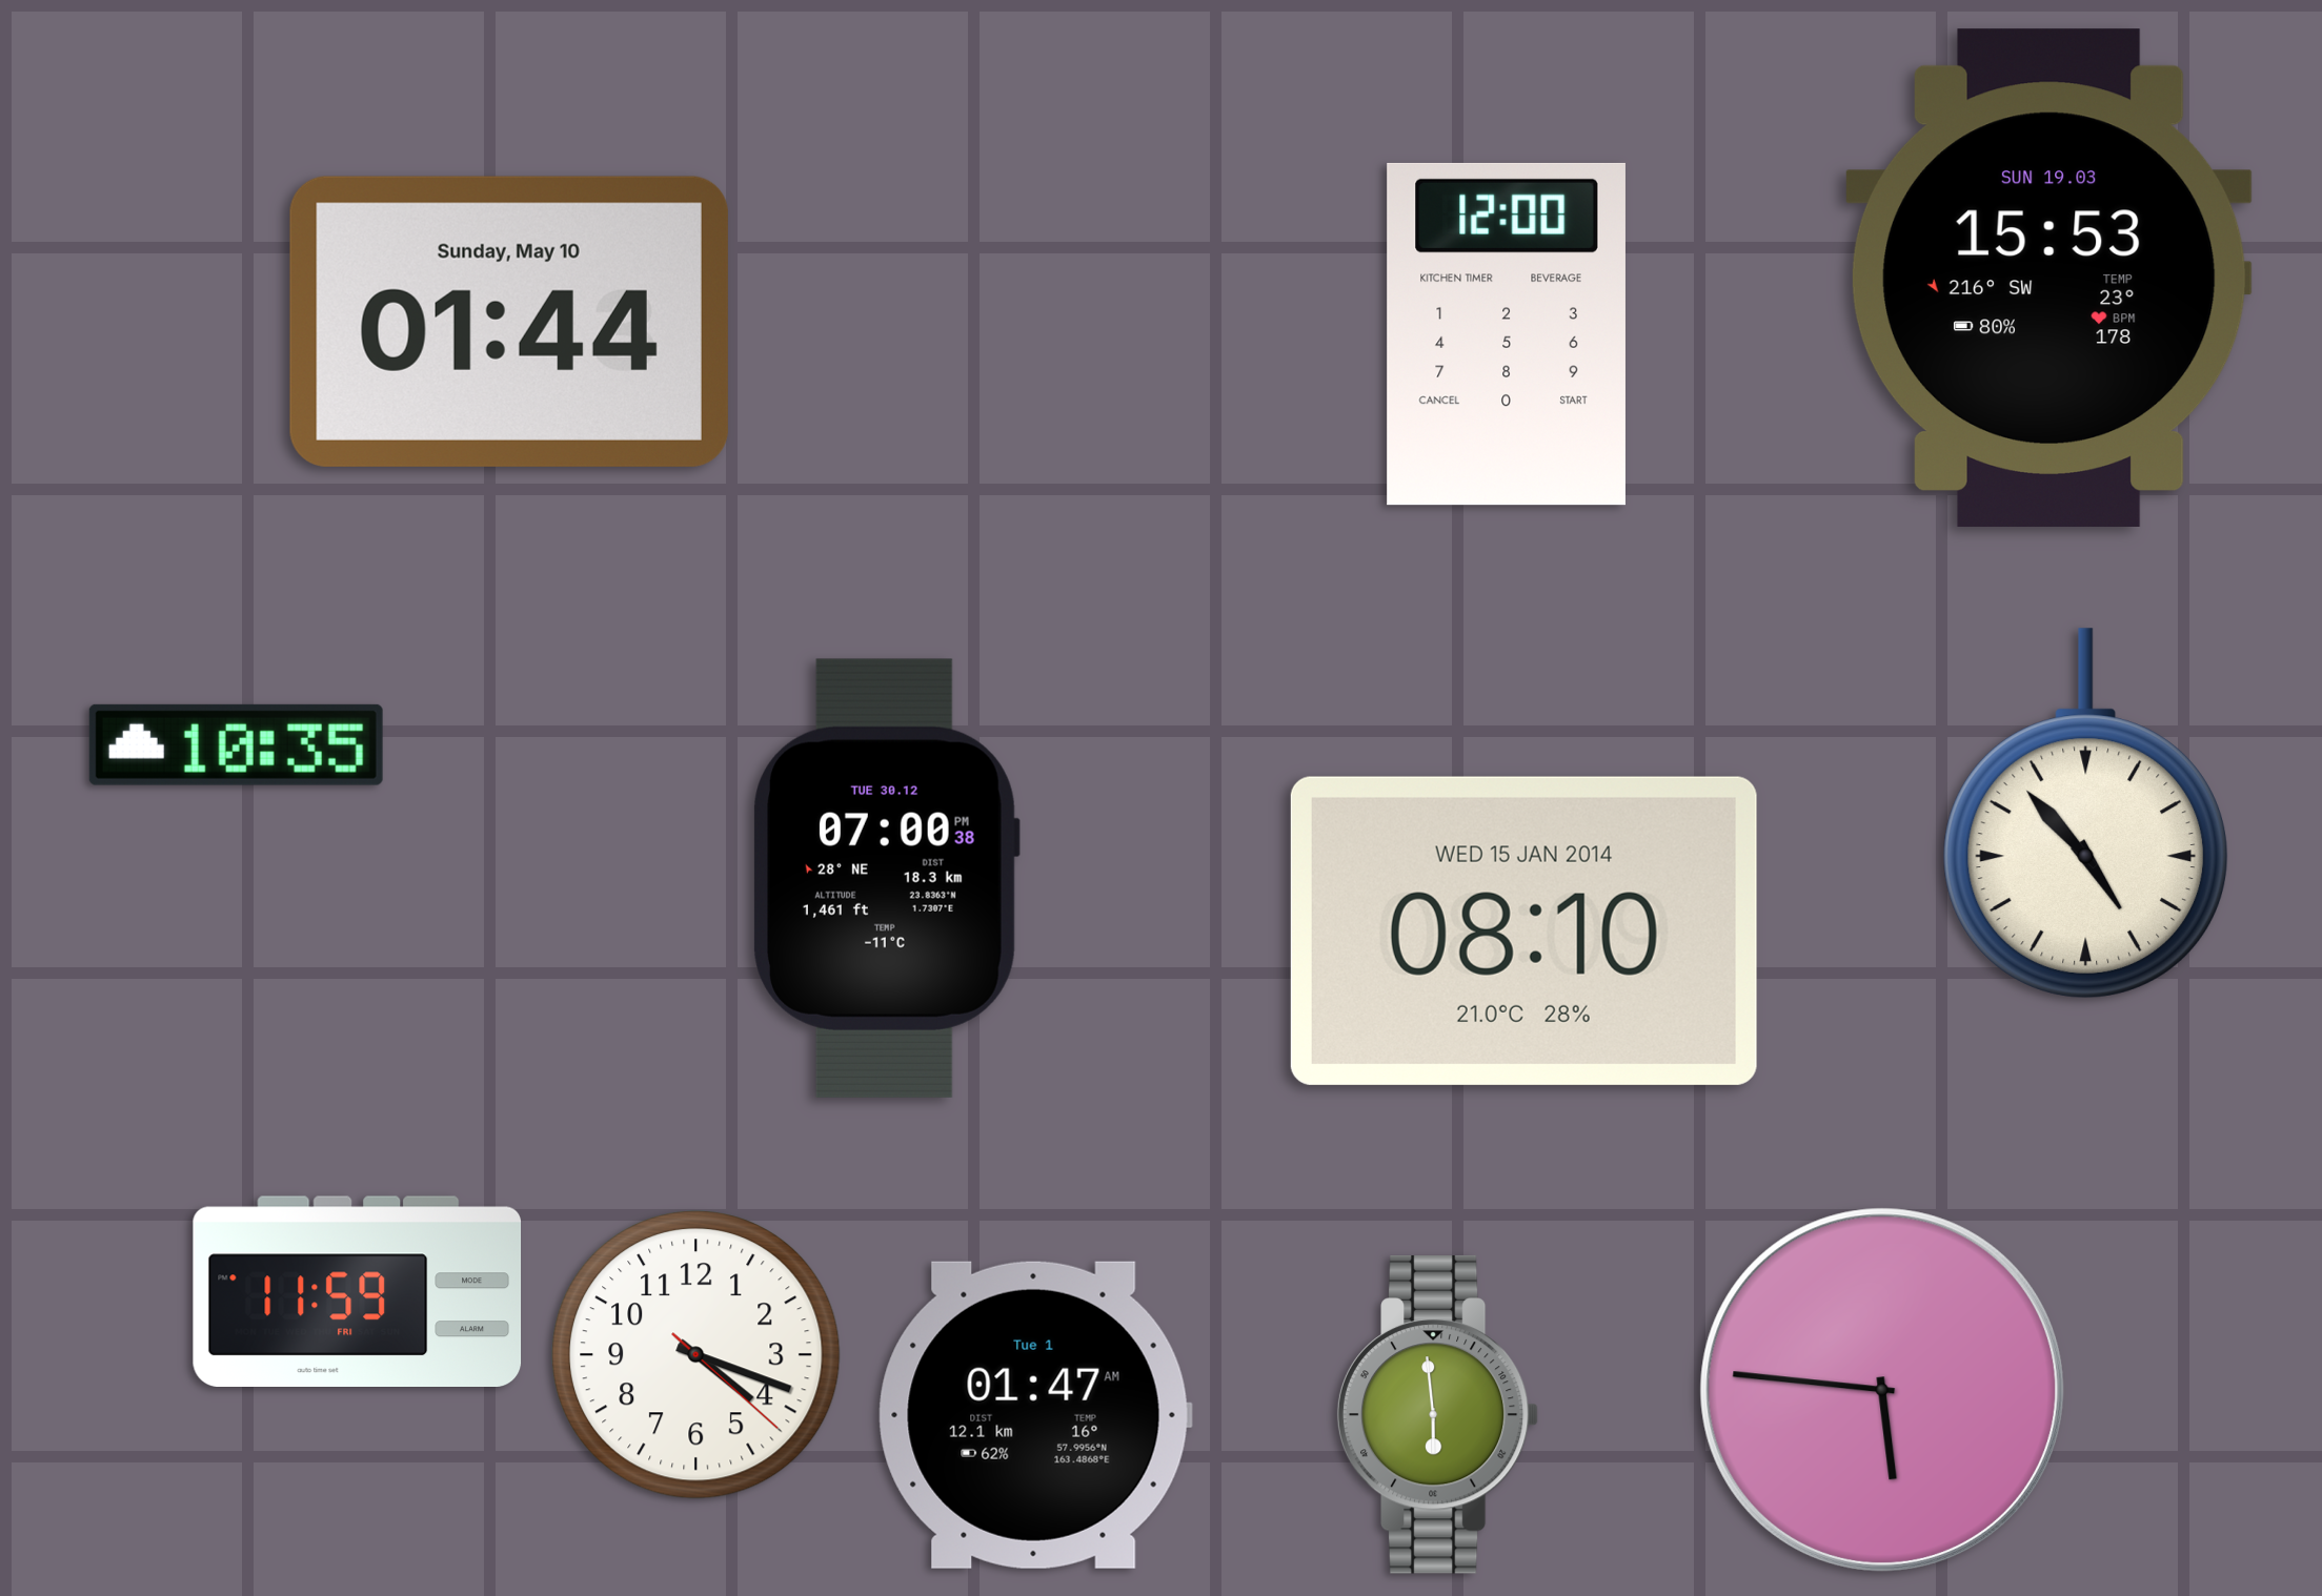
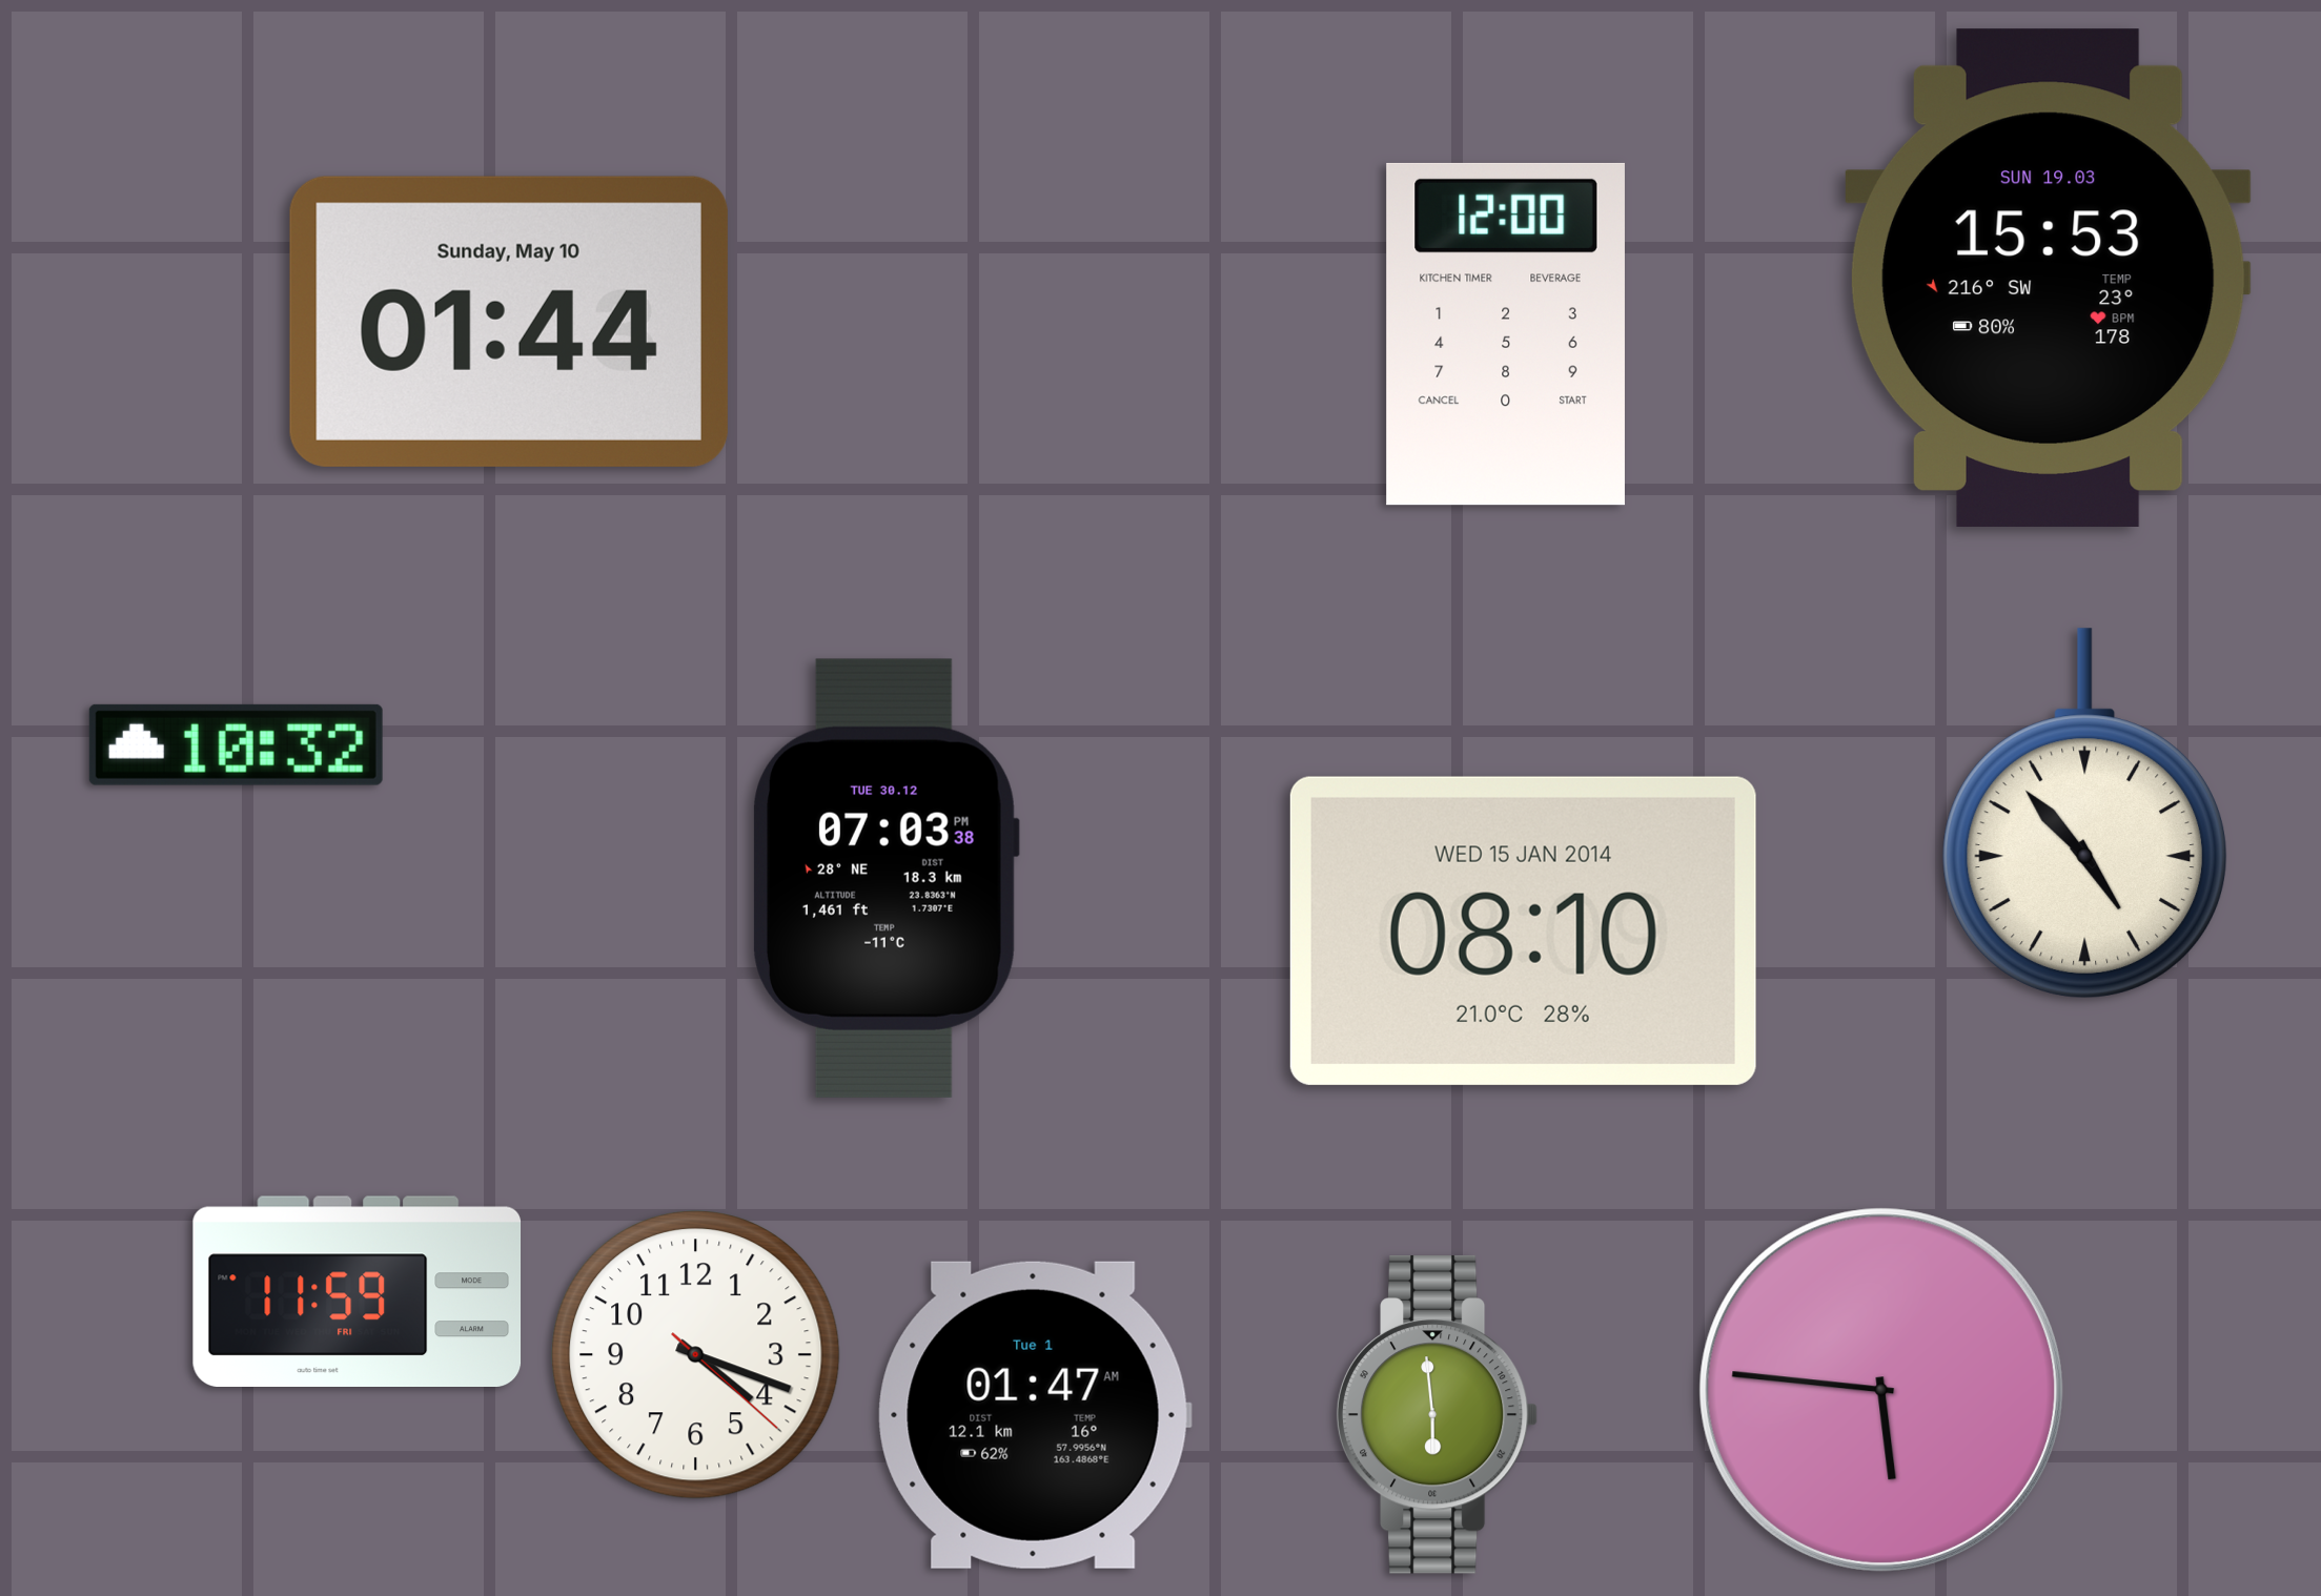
clock at (236, 744): 10:35 -> 10:32
clock at (886, 878): 07:00 -> 07:03
